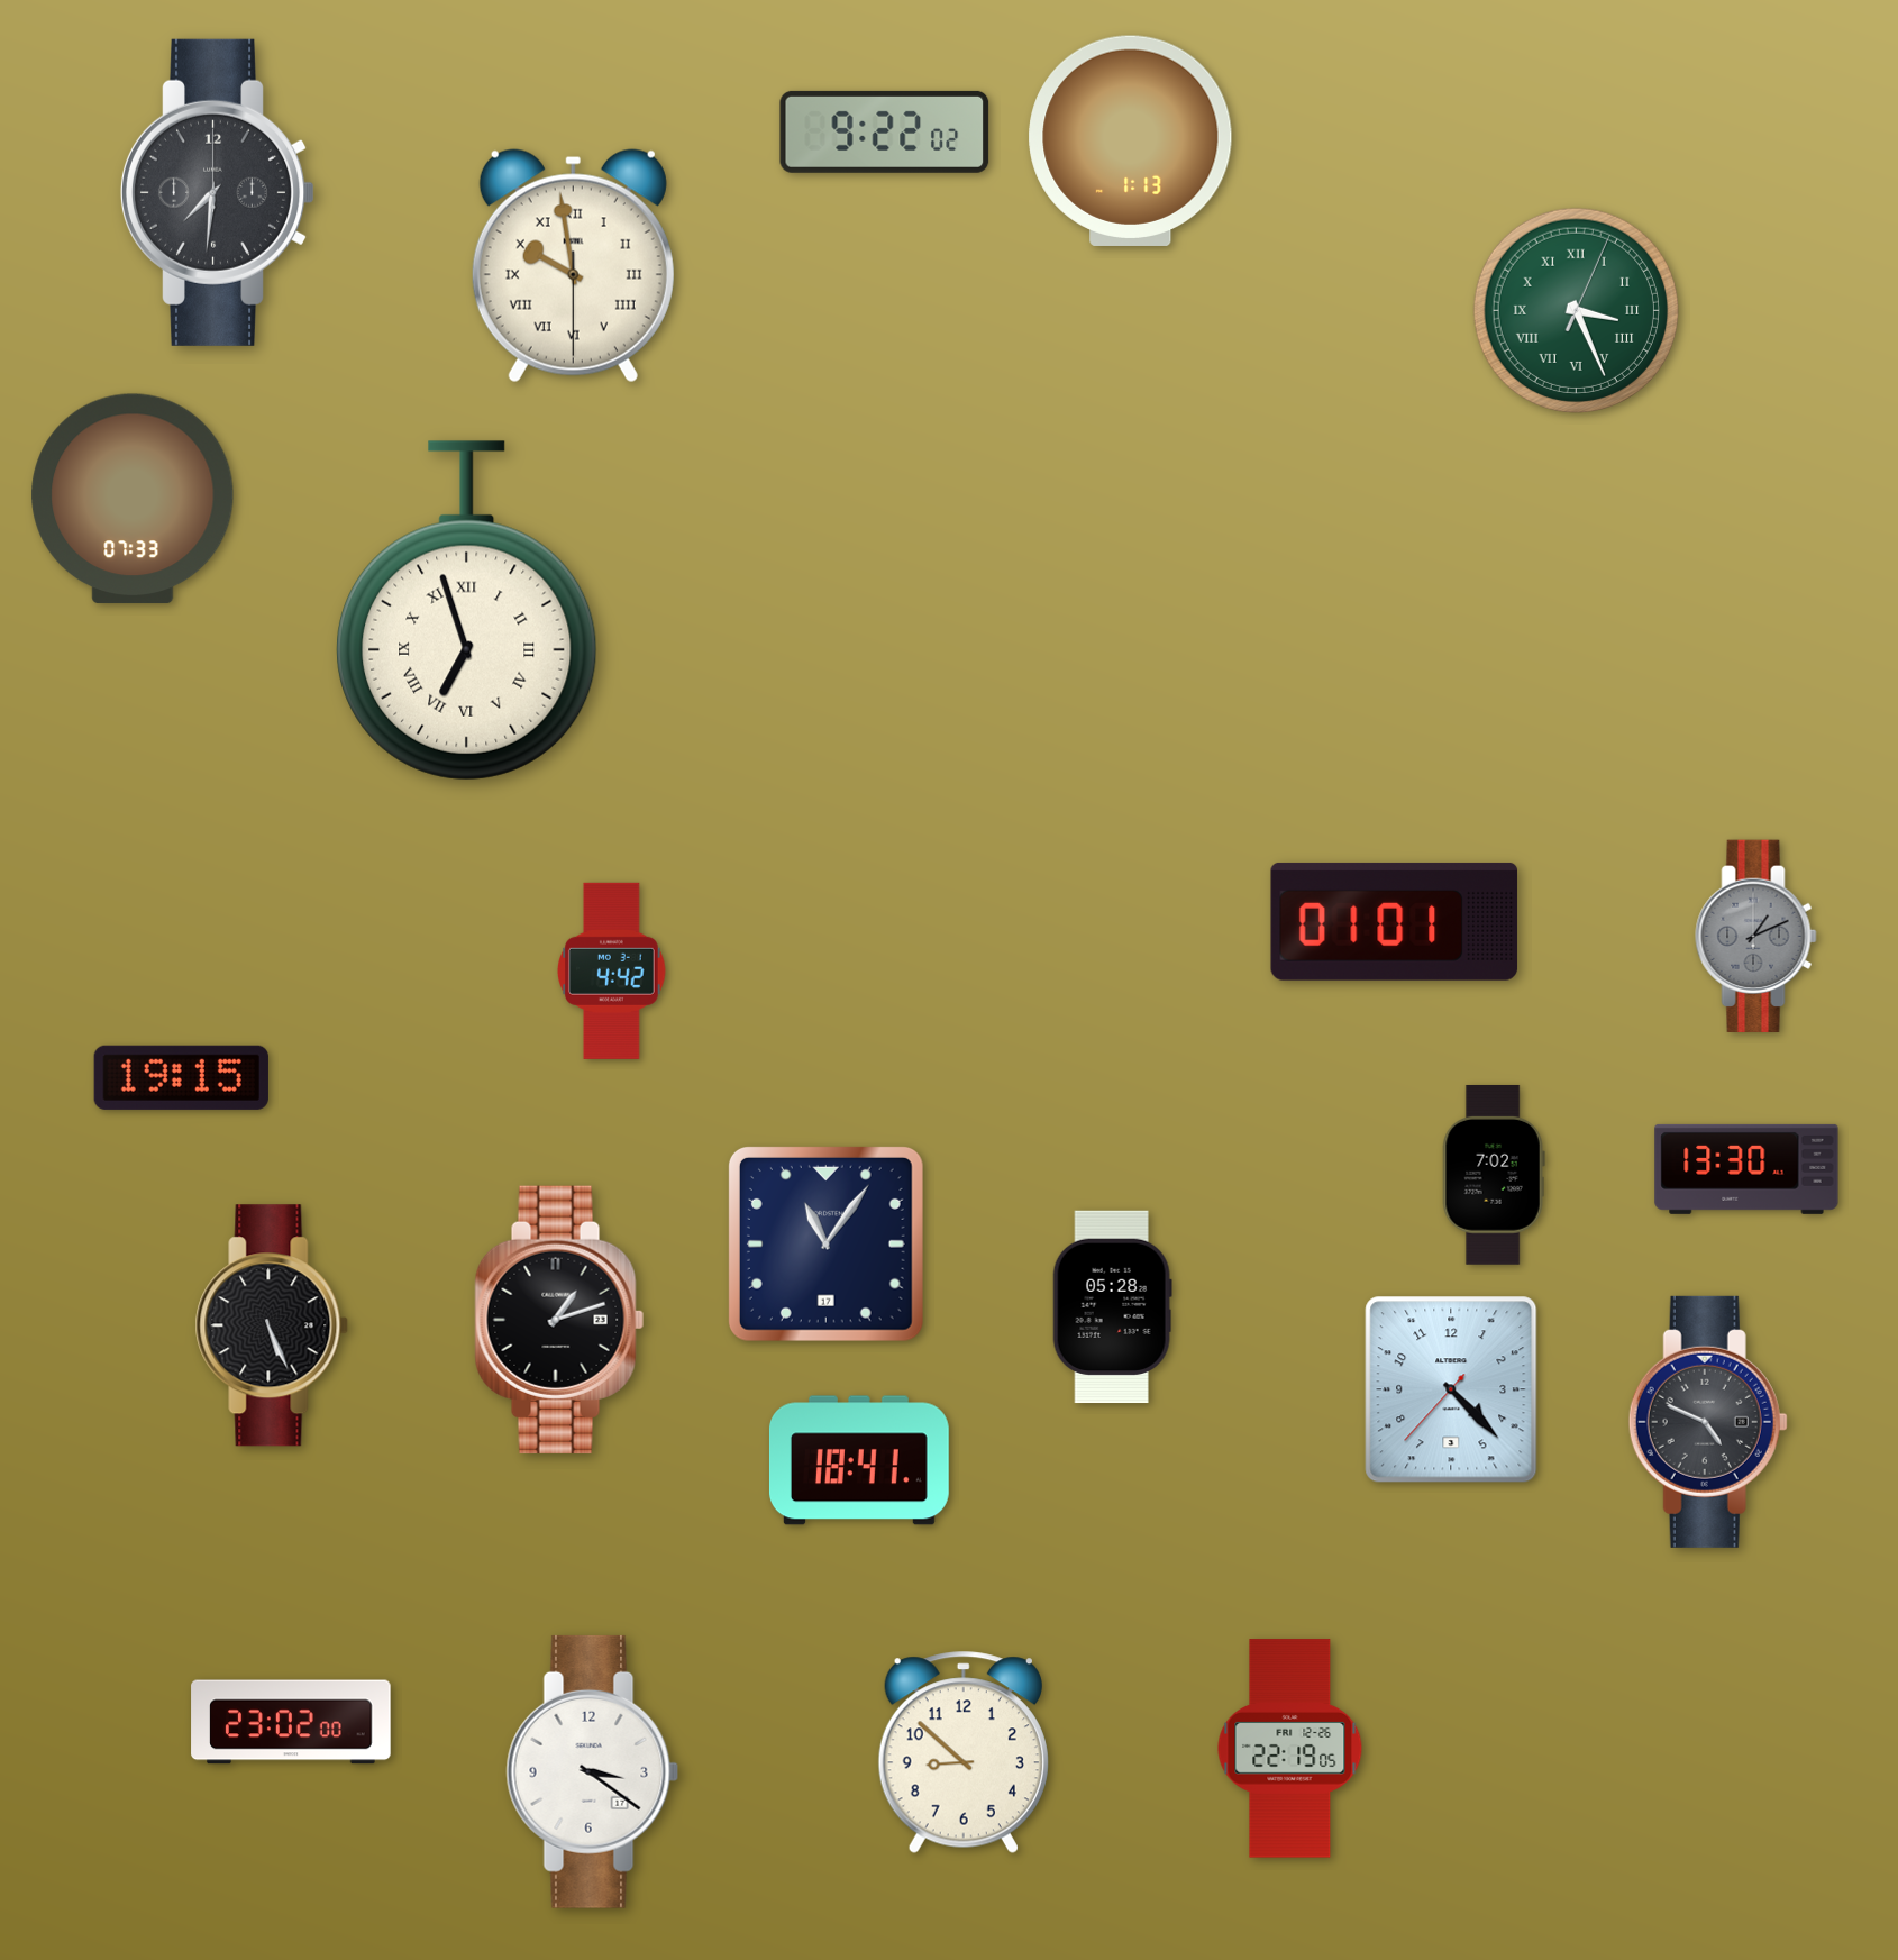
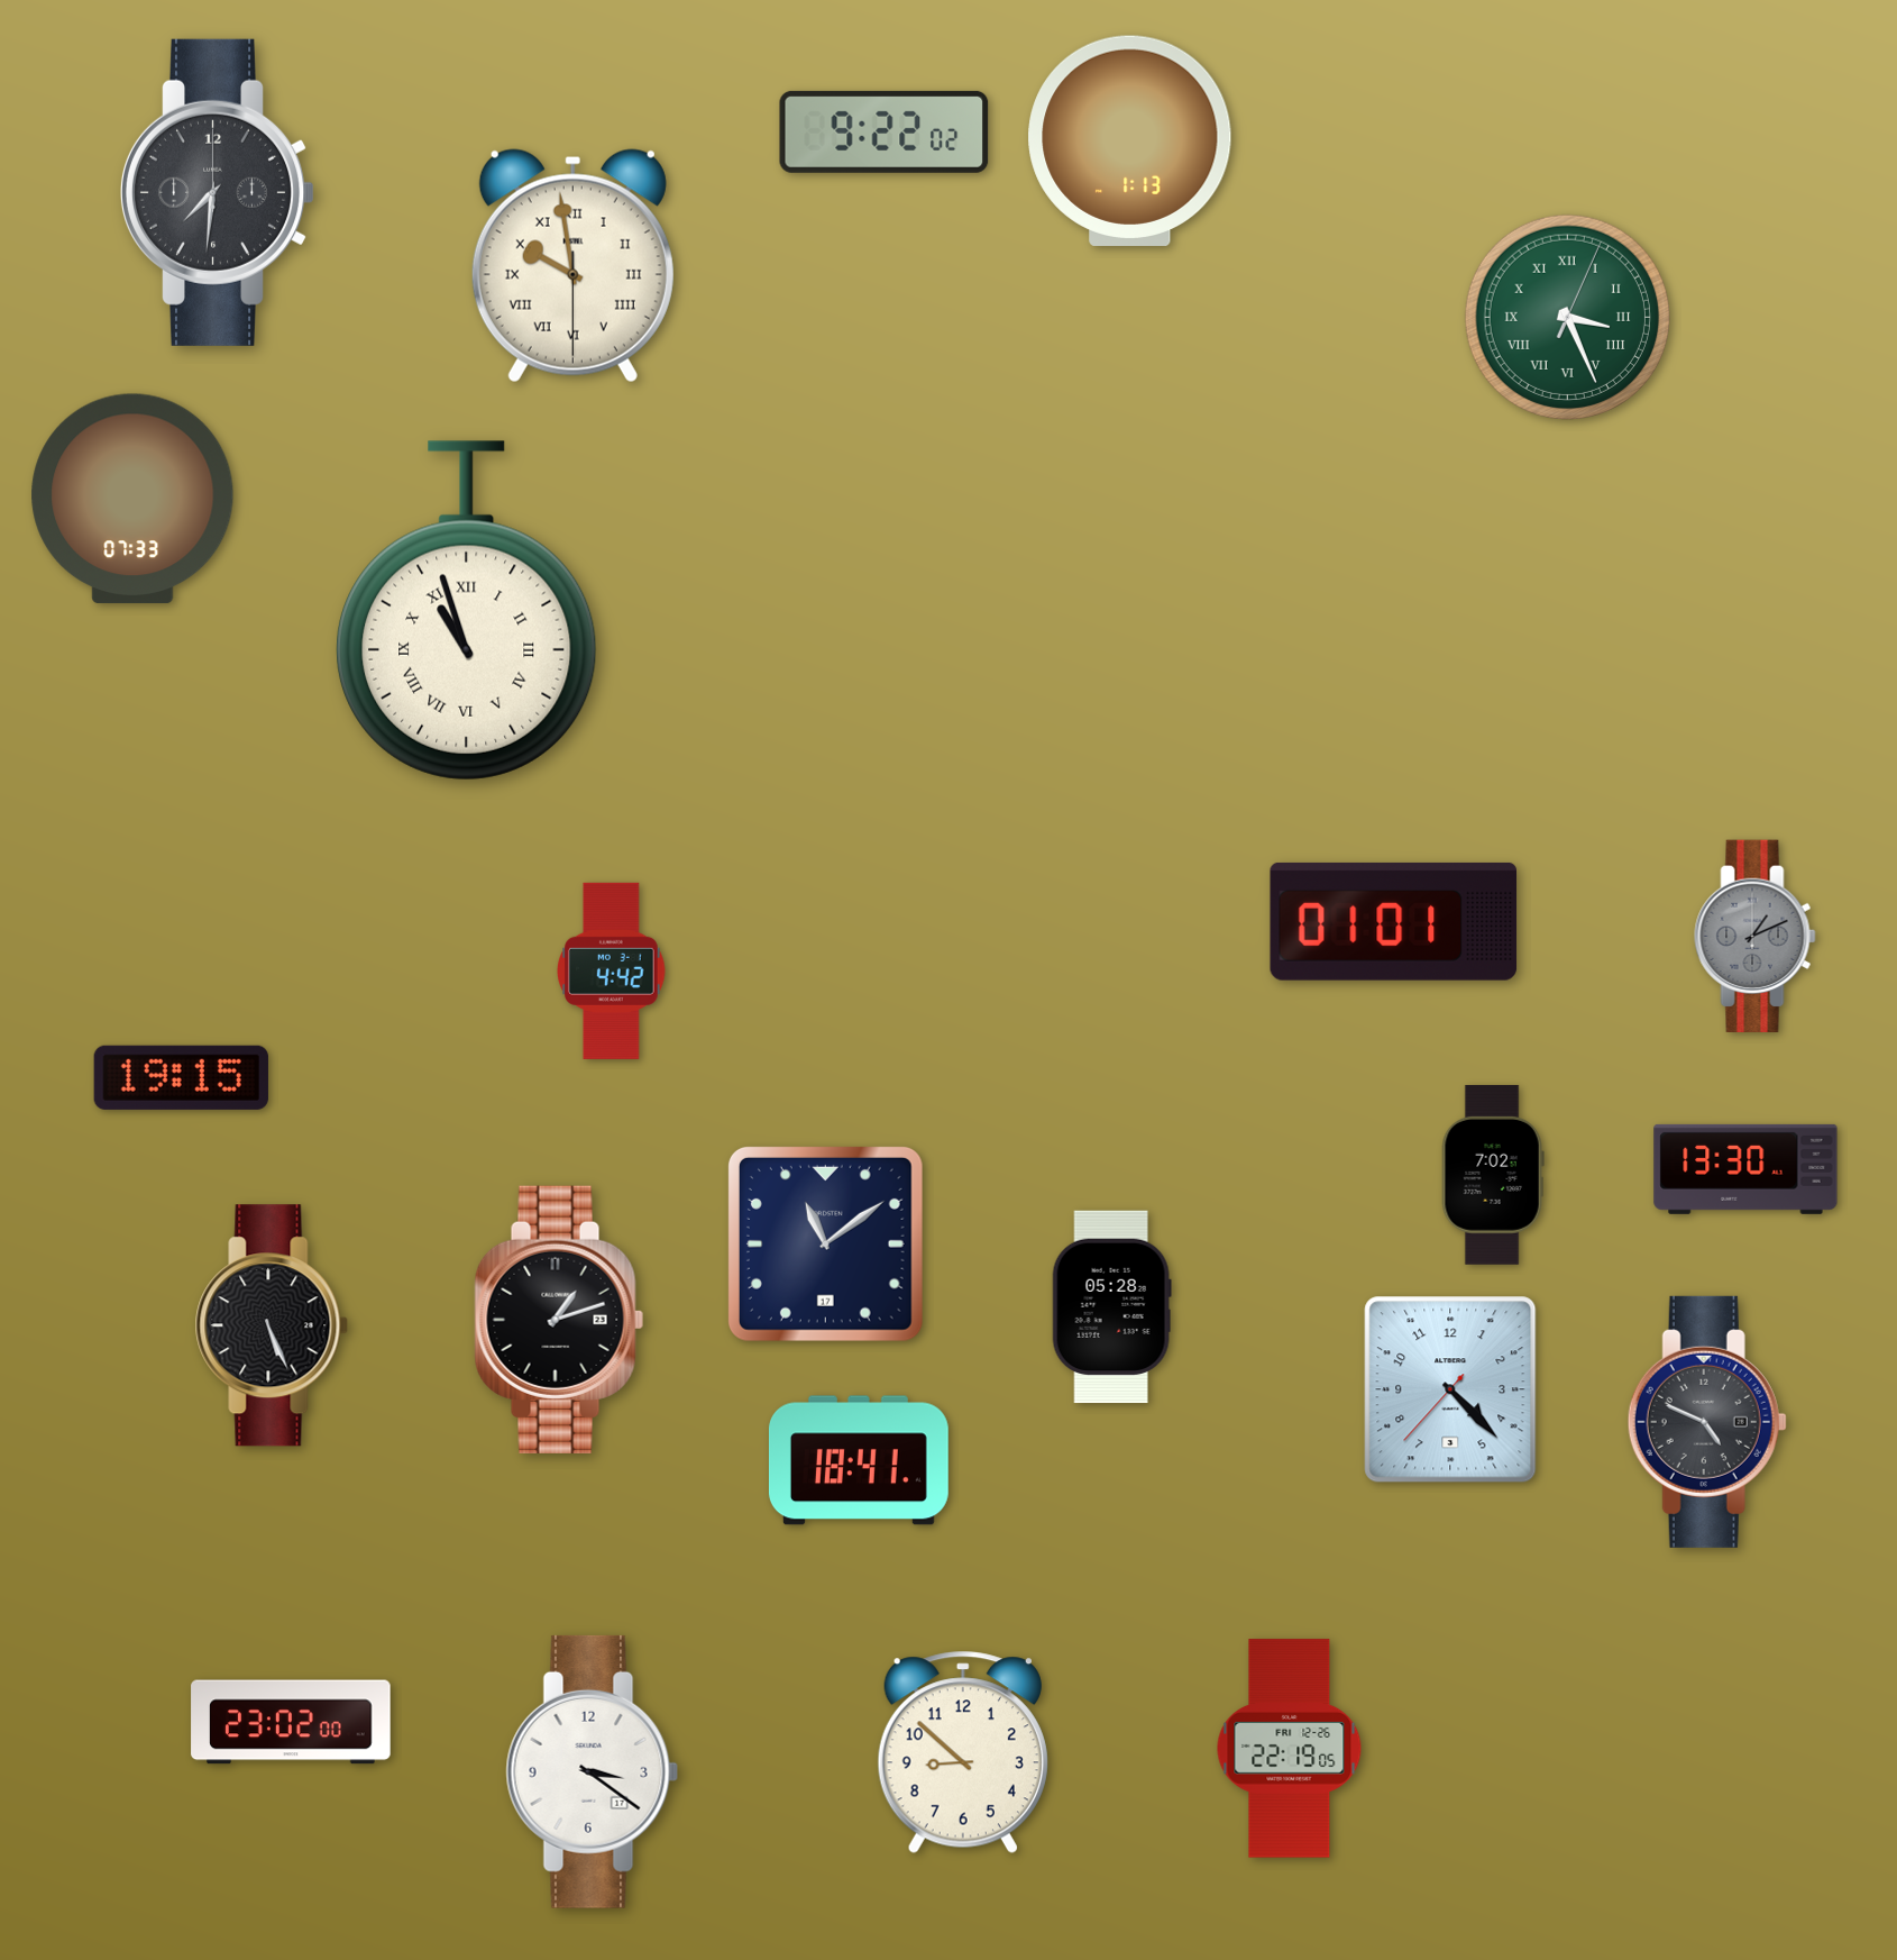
clock at (1576, 310) position: (1576, 310) -> (1567, 317)
clock at (467, 611): 6:57 -> 10:57
clock at (825, 1243): 11:06 -> 11:09
